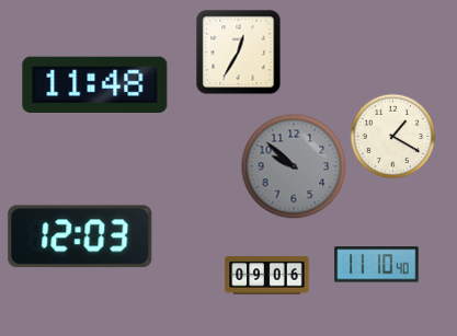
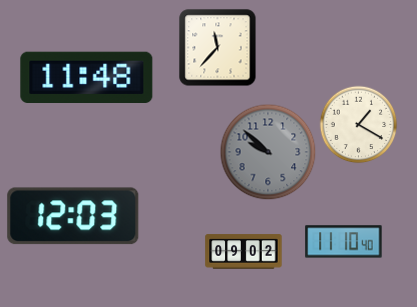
clock at (238, 51): 12:35 -> 11:37
clock at (267, 276): 09:06 -> 09:02
